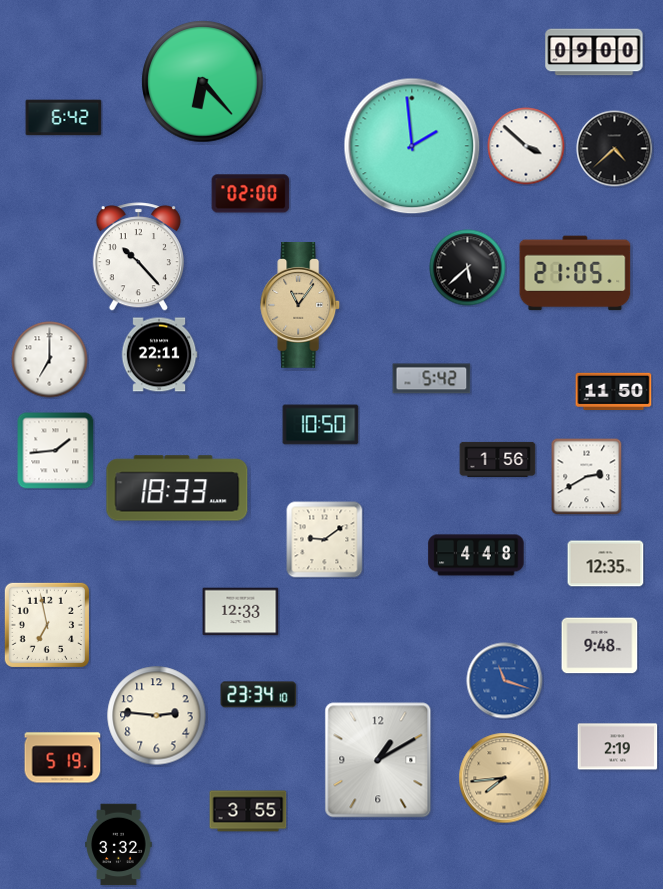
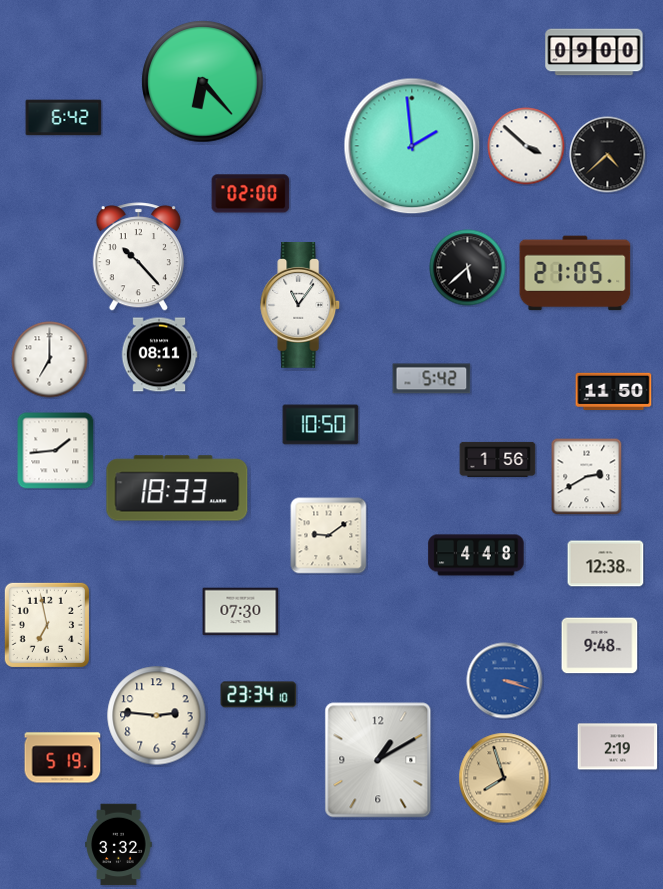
clock at (615, 149) position: (615, 149) -> (608, 155)
clock at (301, 306) dial: champagne -> white
clock at (159, 355): 22:11 -> 08:11
clock at (325, 540) position: (325, 540) -> (329, 536)
clock at (606, 564): 12:35 -> 12:38
clock at (241, 612): 12:33 -> 07:30
clock at (505, 681): 11:18 -> 3:18
clock at (504, 778): 7:44 -> 7:57
clock at (248, 811): 3:55 -> none
